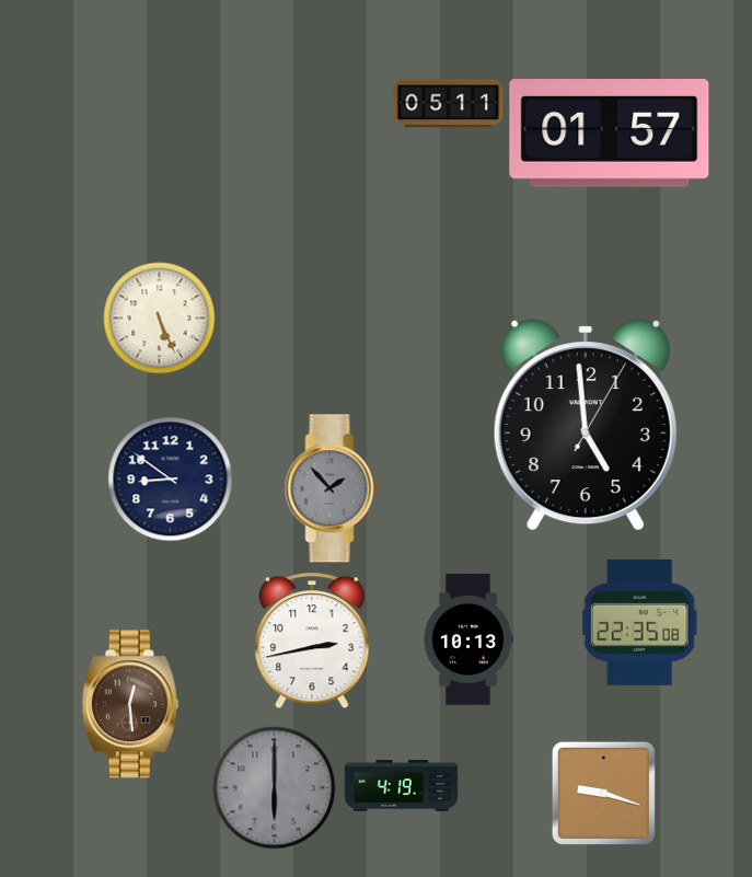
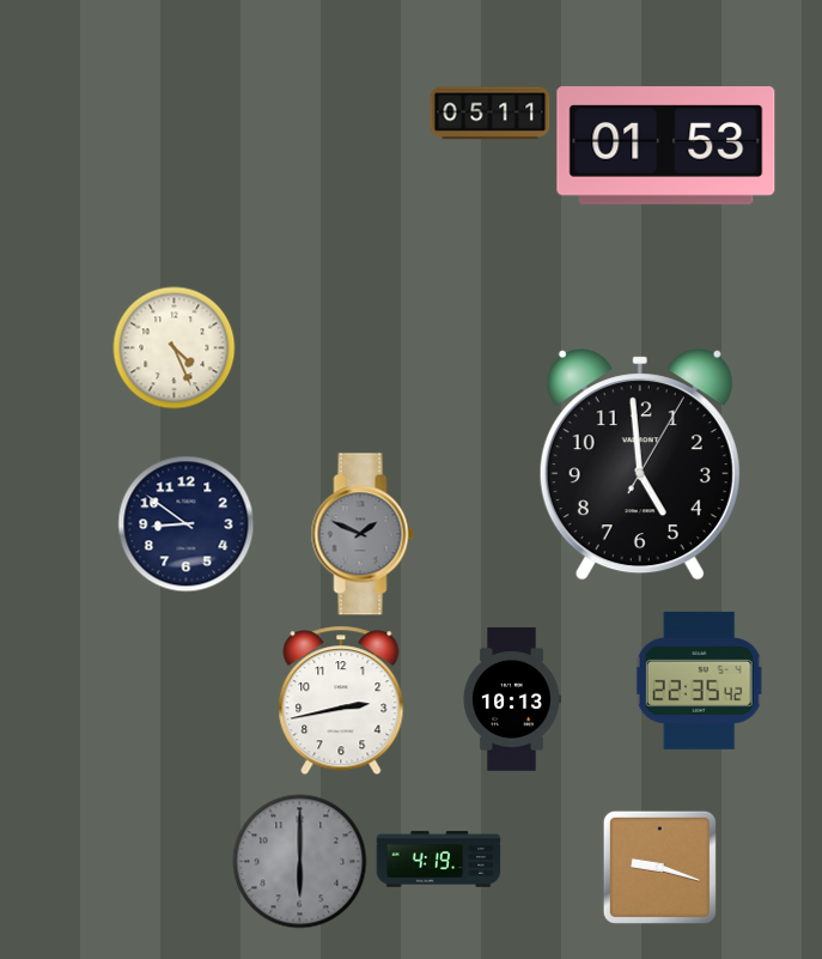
clock at (610, 134): 01:57 -> 01:53
clock at (160, 319): 5:26 -> 4:26
clock at (332, 488): 1:53 -> 1:49
clock at (639, 622): 22:35:08 -> 22:35:42
clock at (130, 704): 12:29 -> none
